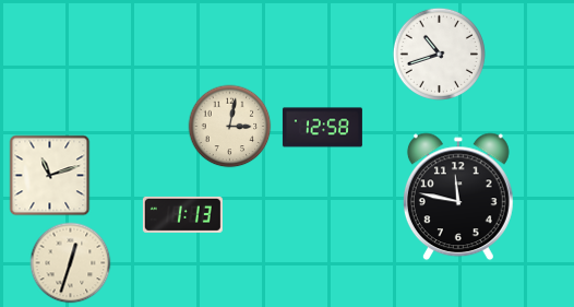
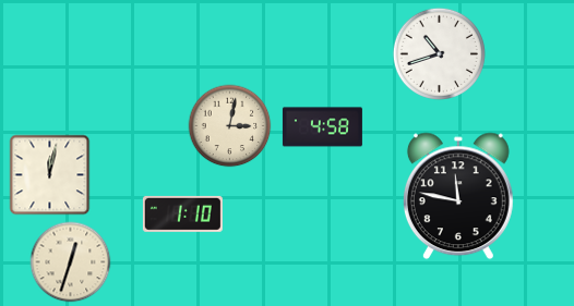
clock at (322, 128): 12:58 -> 4:58
clock at (50, 176): 11:12 -> 12:02
clock at (182, 214): 1:13 -> 1:10
